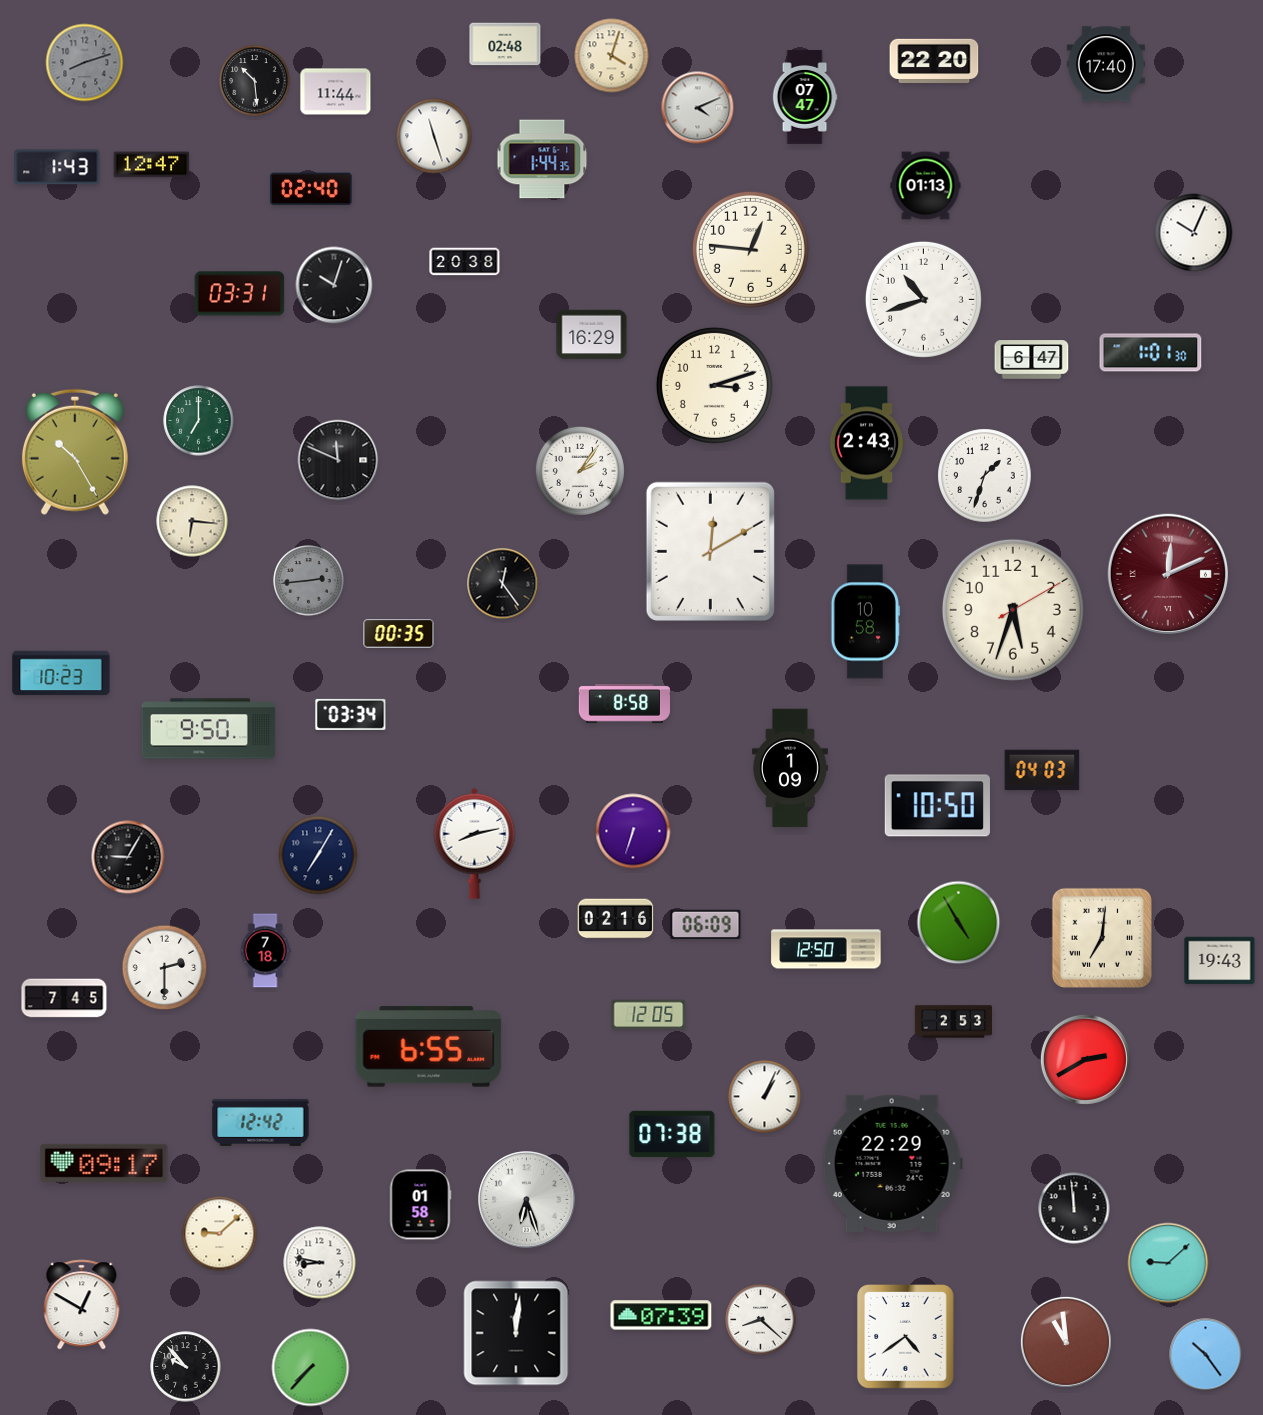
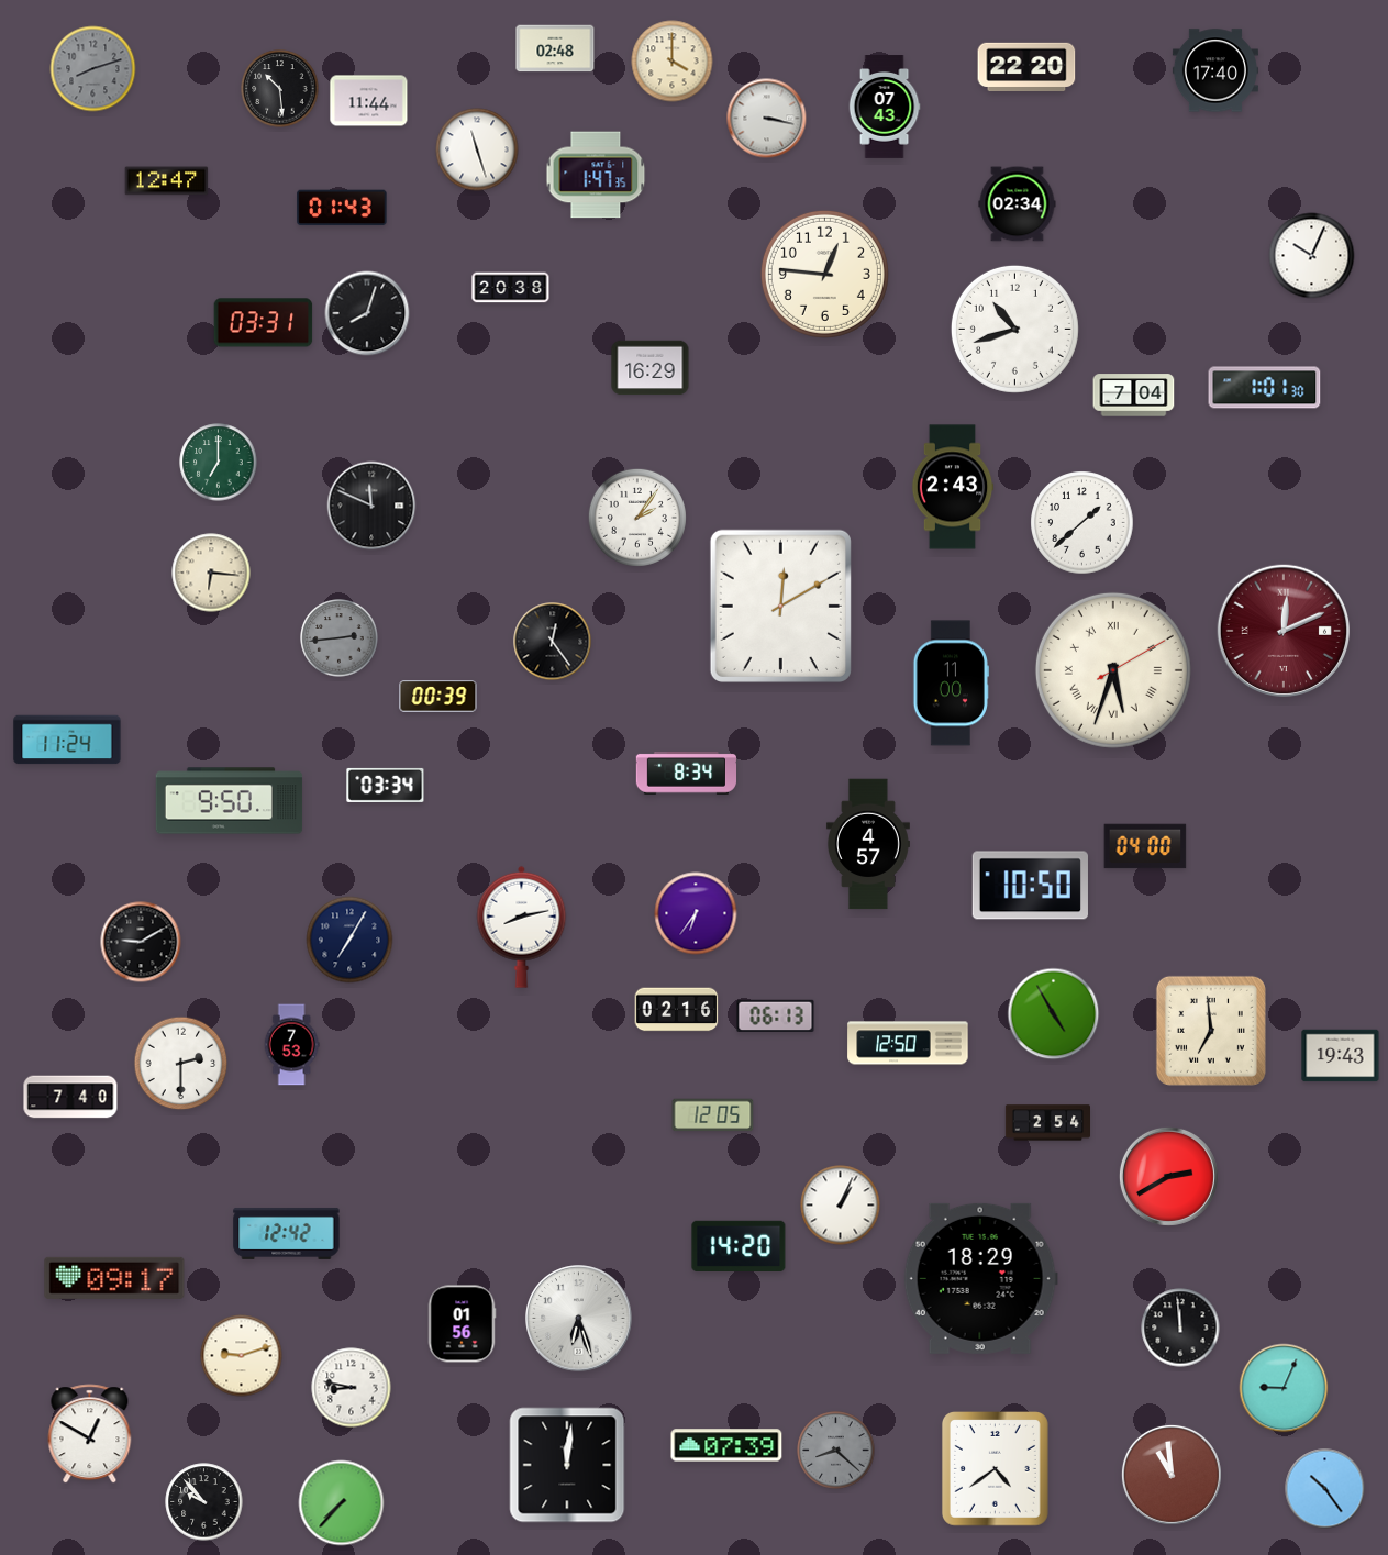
clock at (612, 56): 4:03 -> 4:00
clock at (805, 97): 07:47 -> 07:43
clock at (698, 108): 4:11 -> 3:17
clock at (542, 159): 1:44 -> 1:47
clock at (57, 167): 1:43 -> none
clock at (926, 186): 01:13 -> 02:34
clock at (311, 189): 02:40 -> 01:43
clock at (334, 285): 10:03 -> 8:03
clock at (1032, 360): 6:47 -> 7:04
clock at (714, 385): 3:12 -> none
clock at (75, 452): 10:25 -> none
clock at (985, 476): 1:33 -> 1:38
clock at (1013, 610) numerals: Arabic -> Roman
clock at (865, 622): 10:58 -> 11:00
clock at (399, 634): 00:35 -> 00:39
clock at (61, 673): 10:23 -> 11:24
clock at (624, 704): 8:58 -> 8:34
clock at (790, 768): 1:09 -> 4:57
clock at (1042, 770): 04:03 -> 04:00
clock at (633, 831): 6:33 -> 6:36
clock at (128, 857): 9:05 -> 9:10
clock at (706, 924): 06:09 -> 06:13
clock at (1102, 938): 7:01 -> 6:59
clock at (265, 951): 7:18 -> 7:53
clock at (64, 998): 7:45 -> 7:40
clock at (953, 1022): 2:53 -> 2:54
clock at (429, 1047): 6:55 -> none
clock at (1085, 1059) position: (1085, 1059) -> (1168, 1176)
clock at (672, 1133): 07:38 -> 14:20
clock at (892, 1163): 22:29 -> 18:29
clock at (420, 1205): 01:58 -> 01:56
clock at (220, 1234): 9:08 -> 9:12
clock at (1168, 1263): 9:08 -> 9:04
clock at (761, 1320) dial: white -> grey
